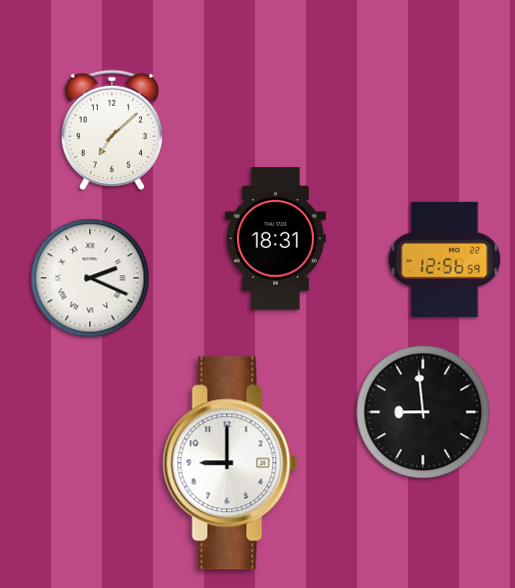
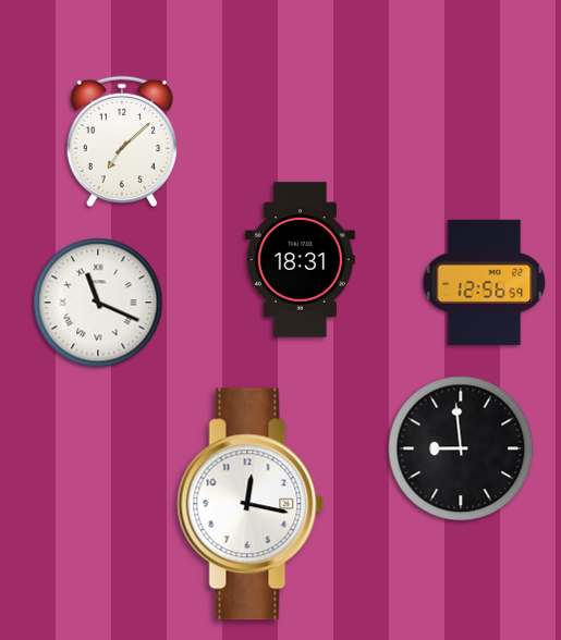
clock at (90, 278): 2:19 -> 11:19
clock at (230, 463): 9:00 -> 12:17
